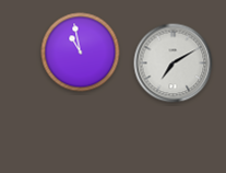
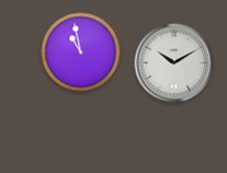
clock at (174, 64): 7:10 -> 10:10
